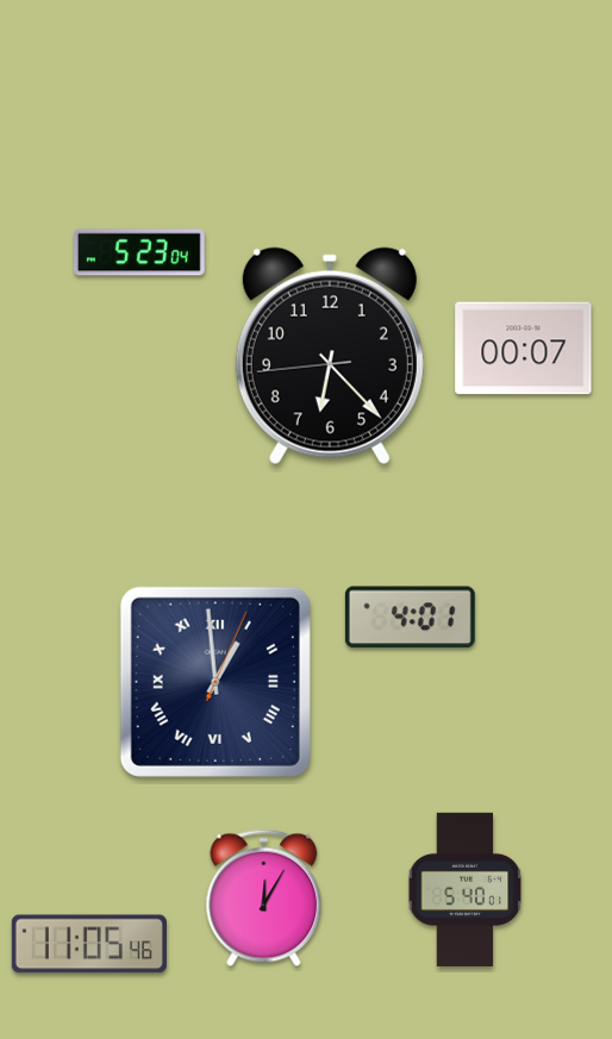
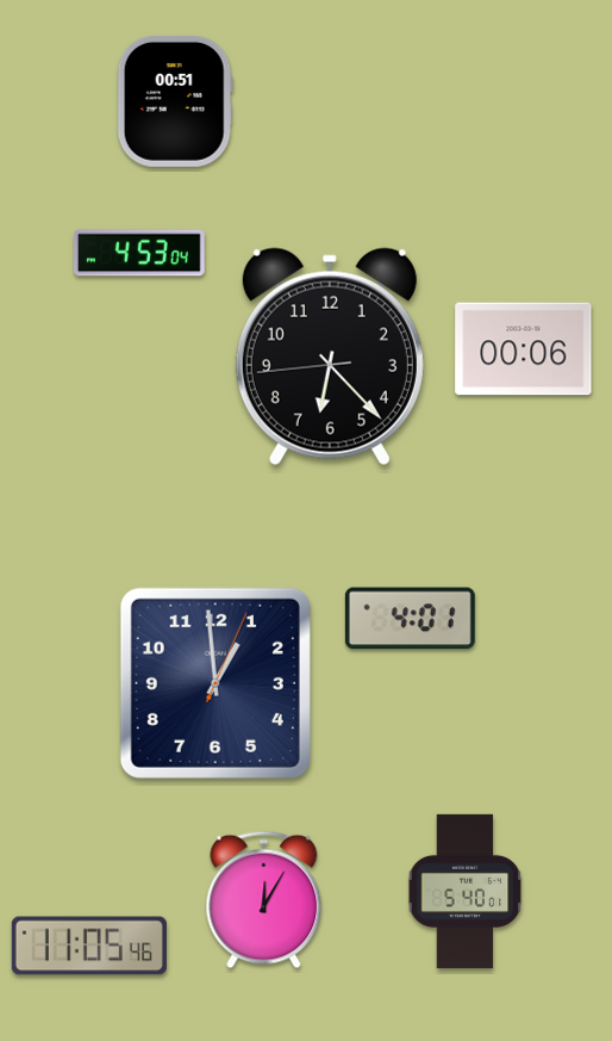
clock at (175, 101): none -> 00:51
clock at (139, 252): 5:23 -> 4:53
clock at (524, 349): 00:07 -> 00:06
clock at (216, 682) numerals: Roman -> Arabic
